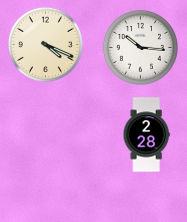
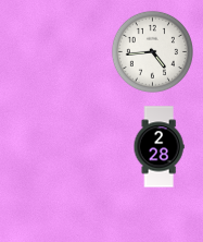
clock at (45, 44): 4:19 -> none
clock at (140, 47): 10:16 -> 4:44
